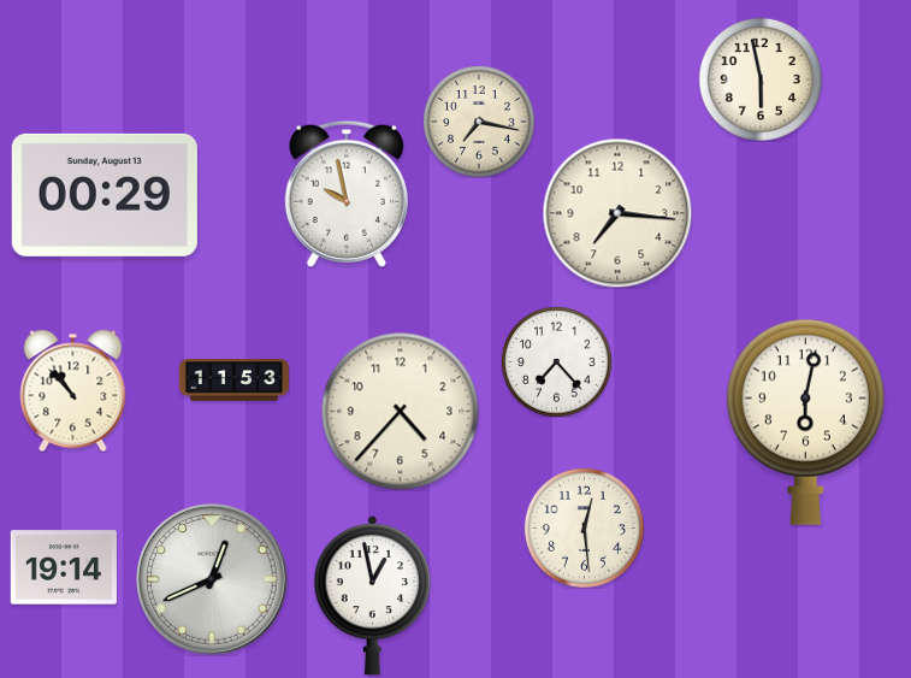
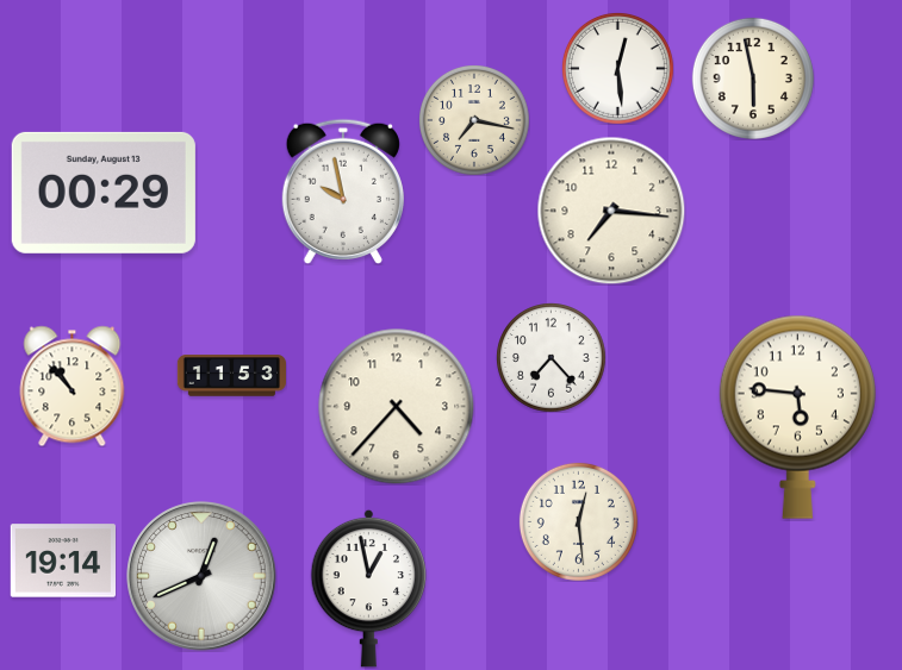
clock at (617, 68): none -> 12:29
clock at (805, 421): 6:02 -> 5:46
clock at (212, 579) position: (212, 579) -> (201, 576)
